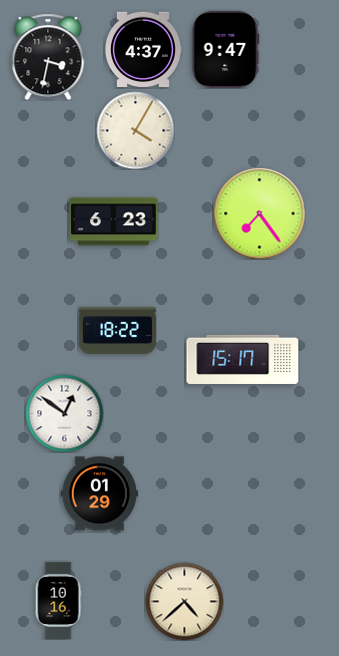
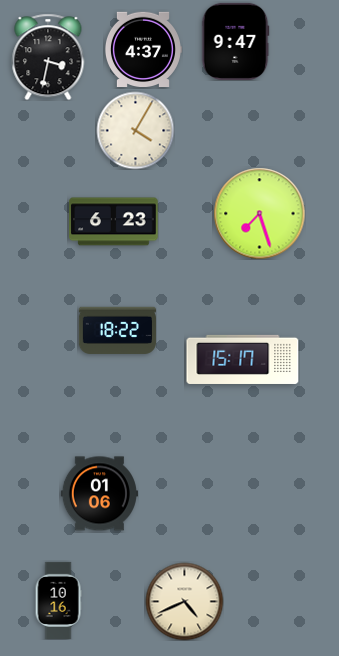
clock at (225, 49) position: (225, 49) -> (235, 41)
clock at (259, 213): 7:24 -> 7:27
clock at (64, 413): 12:51 -> none
clock at (99, 494): 01:29 -> 01:06
clock at (184, 601): 4:38 -> 4:41
